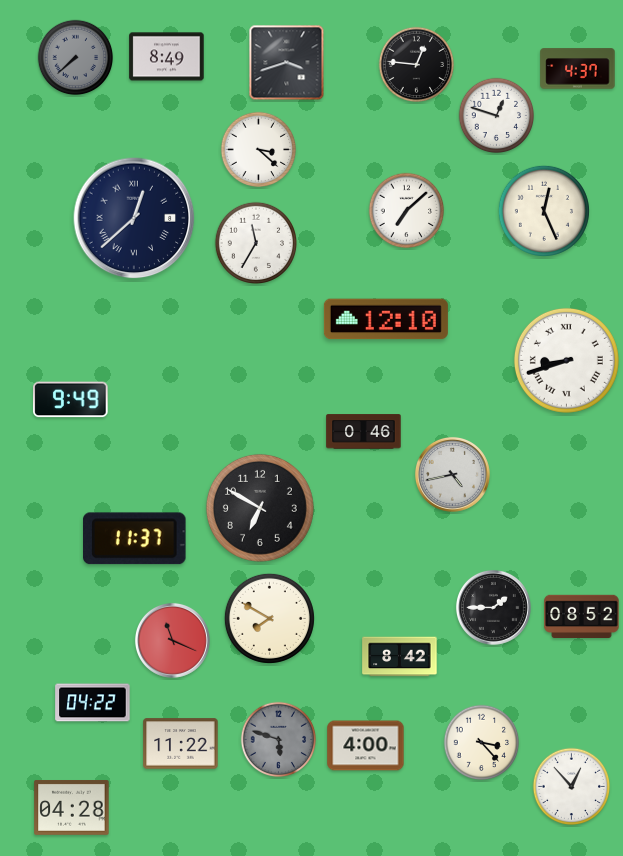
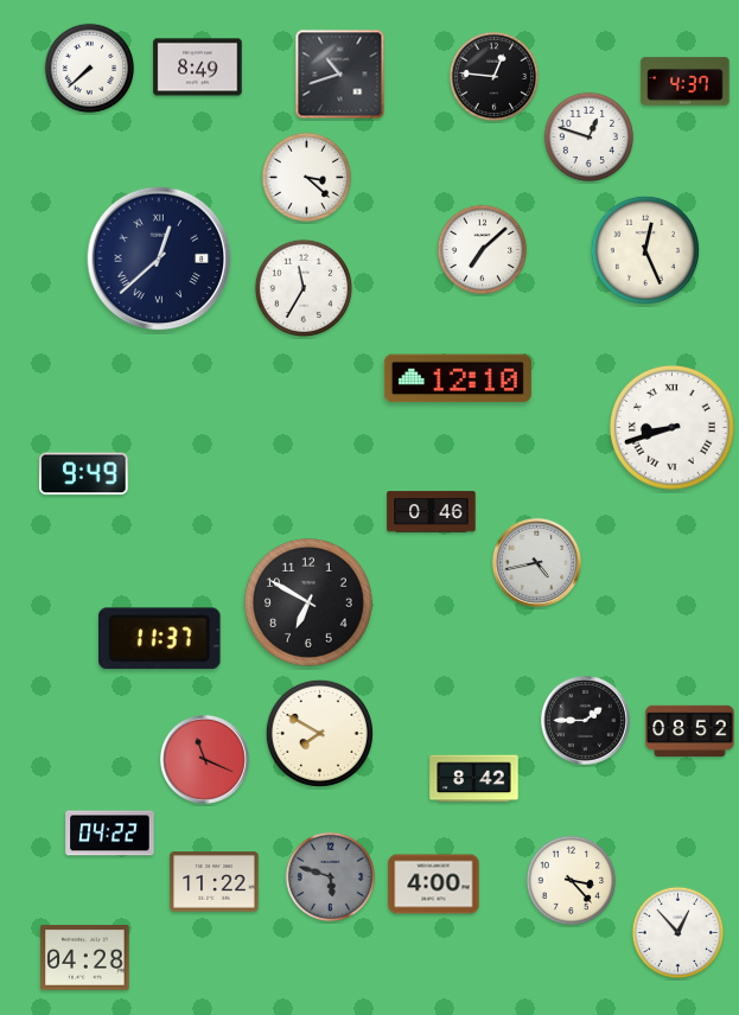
clock at (76, 58) dial: grey -> white
clock at (287, 63): 3:42 -> 10:42
